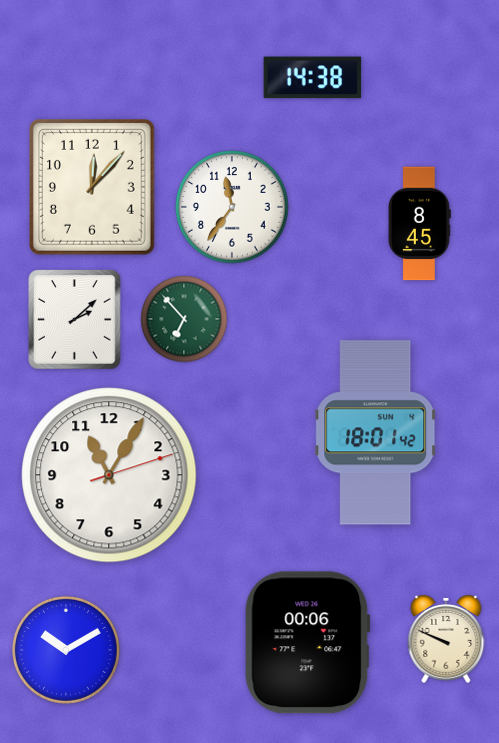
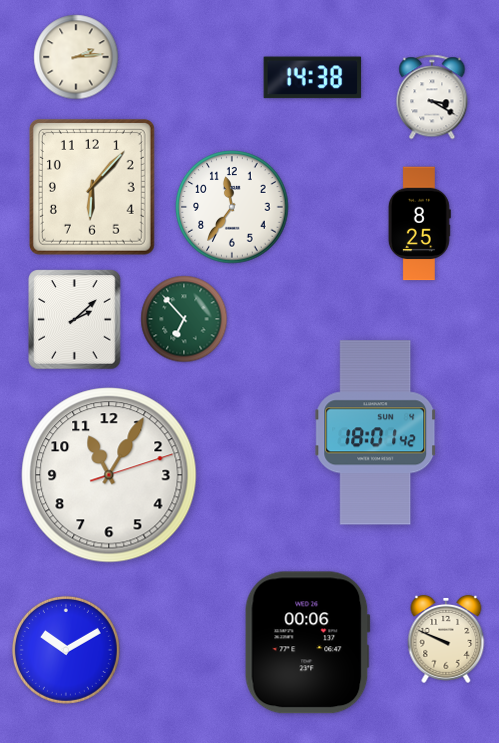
clock at (76, 57): none -> 2:14
clock at (432, 97): none -> 3:20
clock at (92, 187): 12:07 -> 6:07
clock at (419, 224): 8:45 -> 8:25
